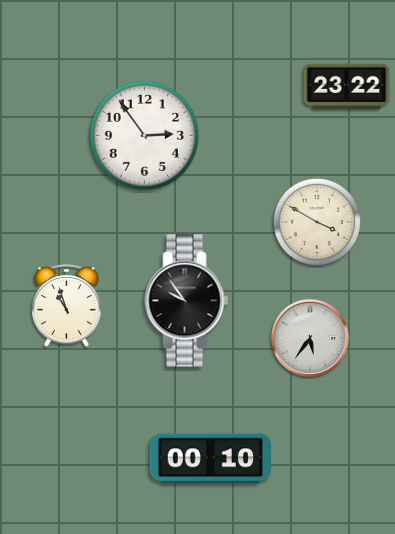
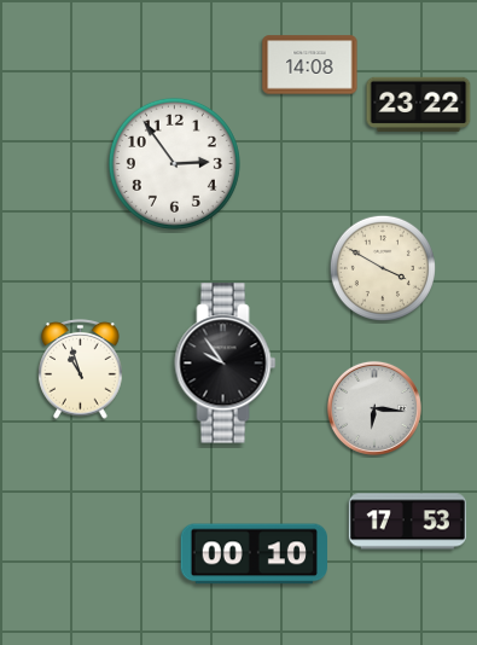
clock at (310, 65): none -> 14:08
clock at (310, 338): 5:36 -> 6:16
clock at (407, 522): none -> 17:53
